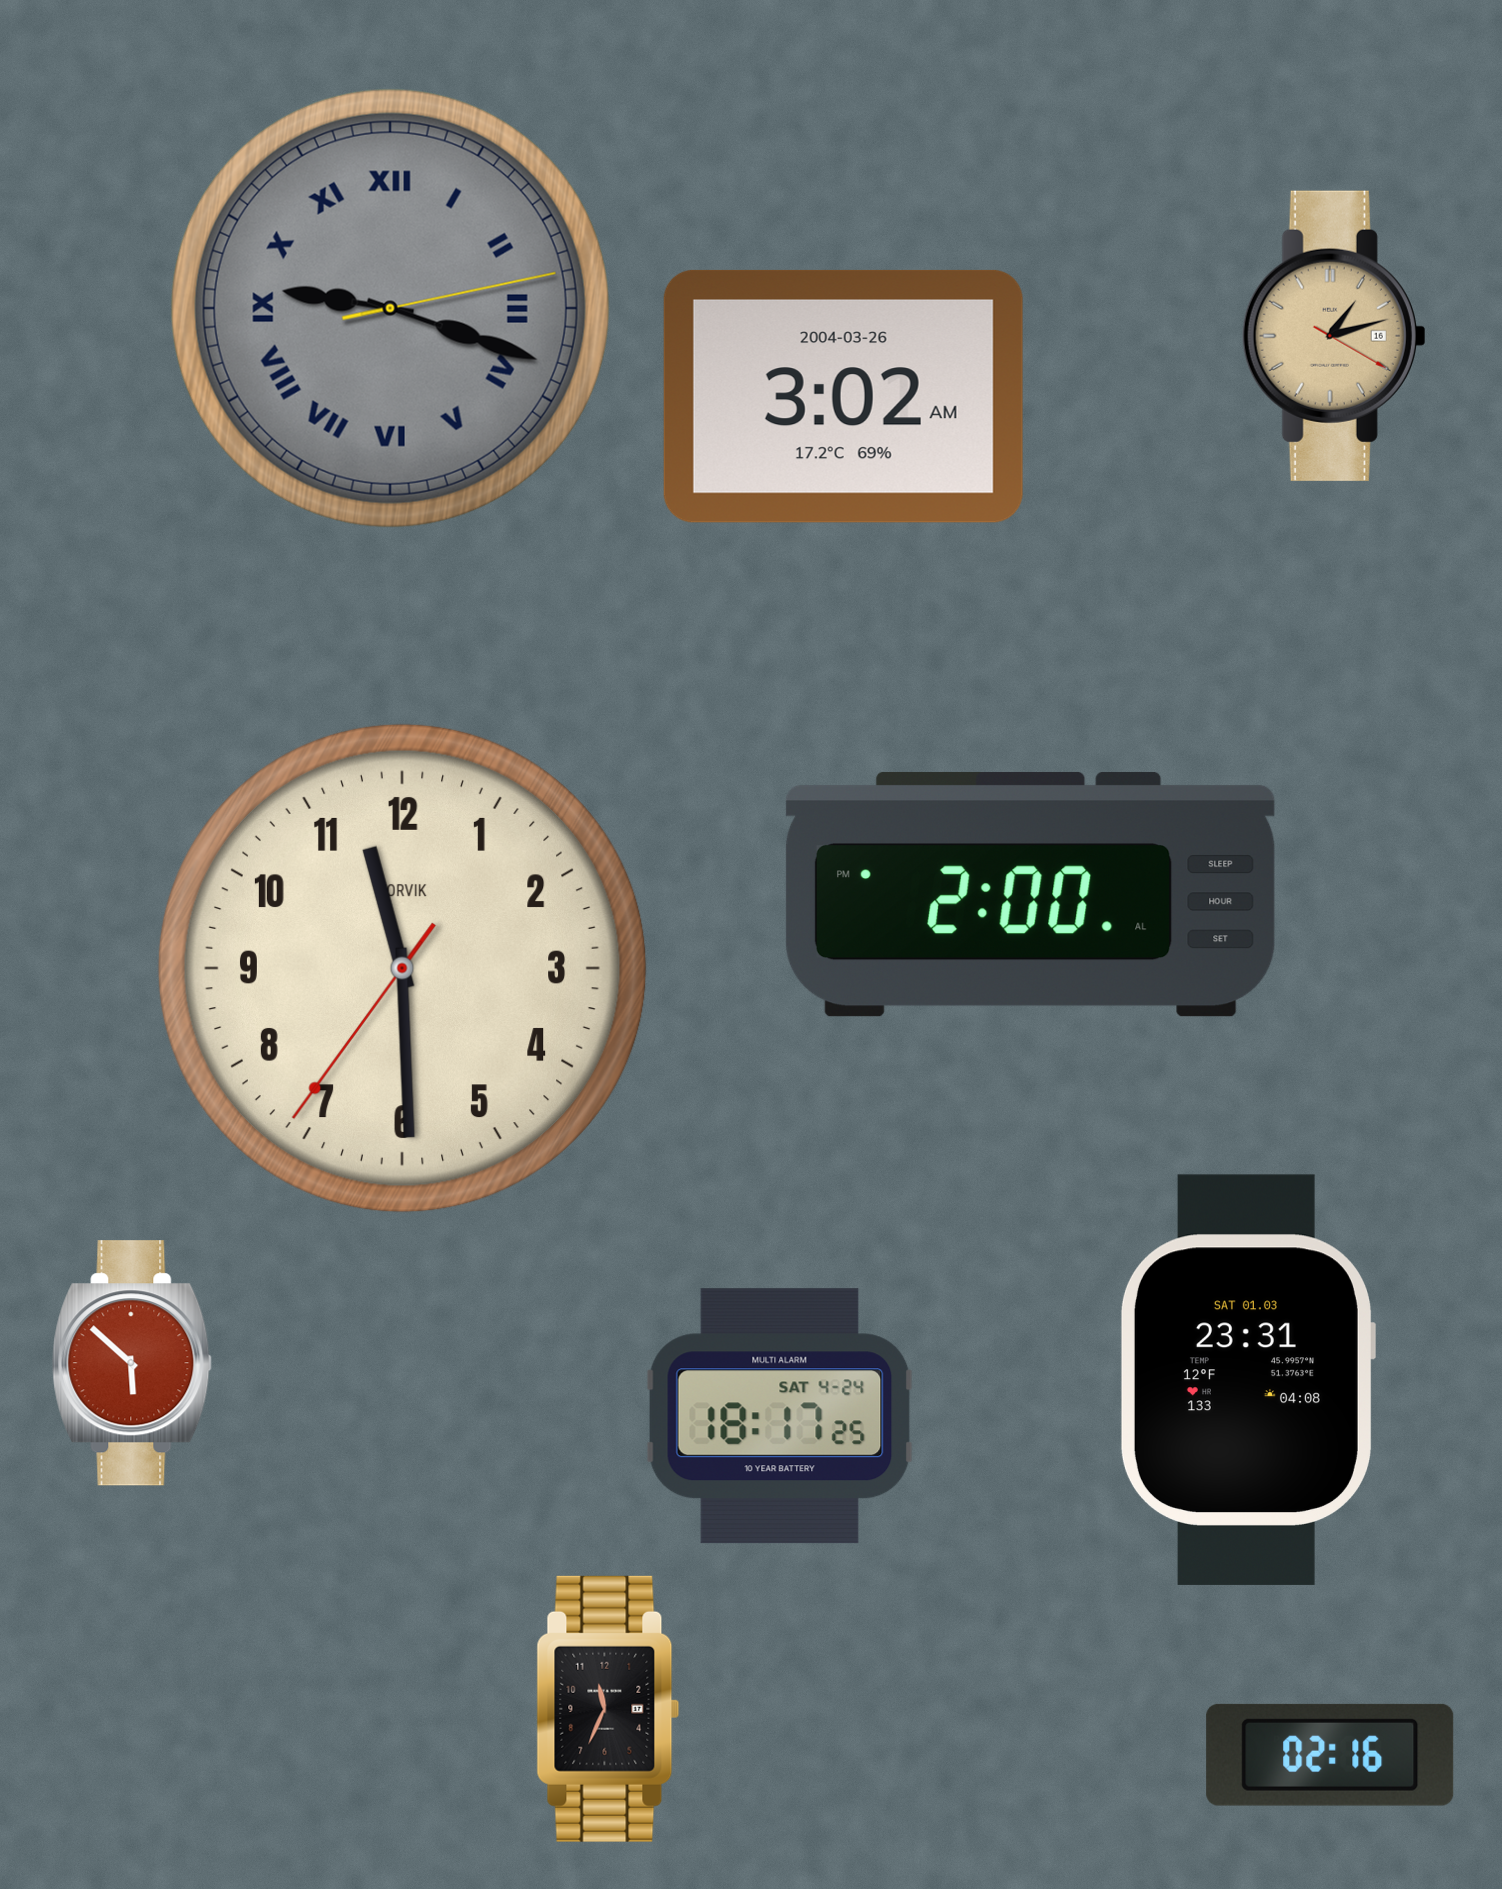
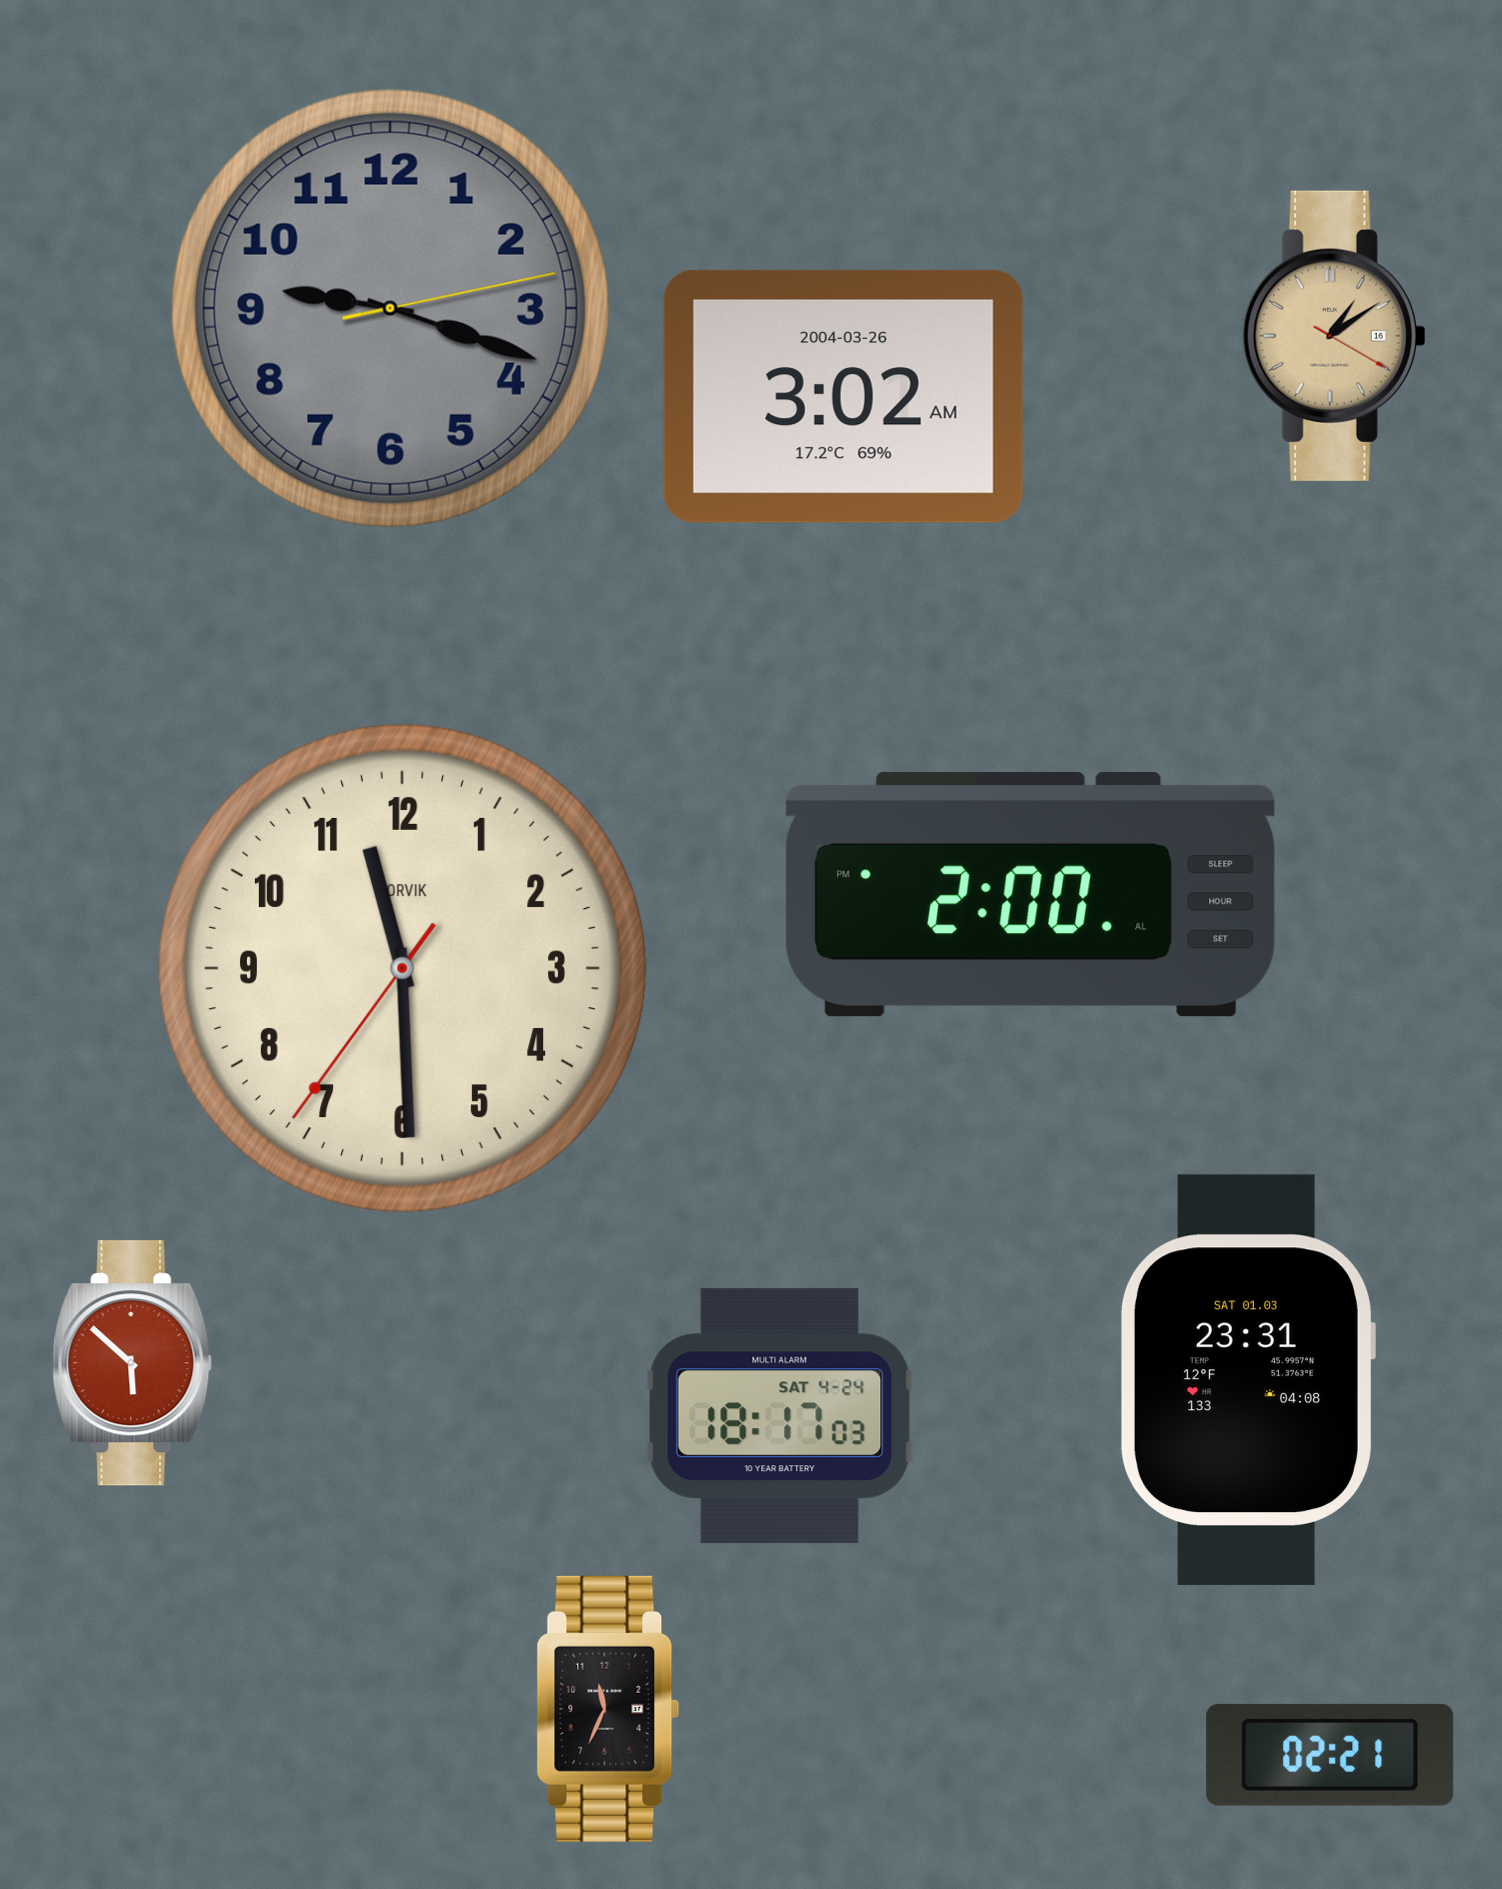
clock at (390, 308) numerals: Roman -> Arabic
clock at (1334, 336): 1:12 -> 1:09
clock at (780, 1416): 18:17:25 -> 18:17:03
clock at (1330, 1755): 02:16 -> 02:21
